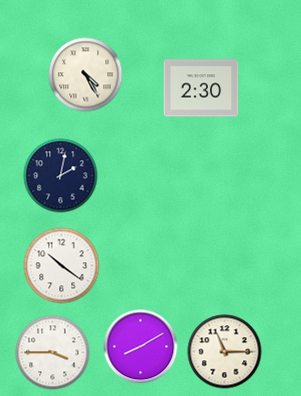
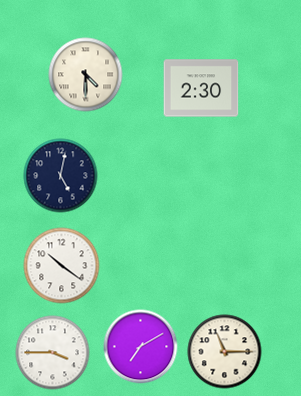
clock at (86, 75): 4:25 -> 4:30
clock at (61, 176): 2:02 -> 5:02
clock at (141, 347): 8:10 -> 7:10
